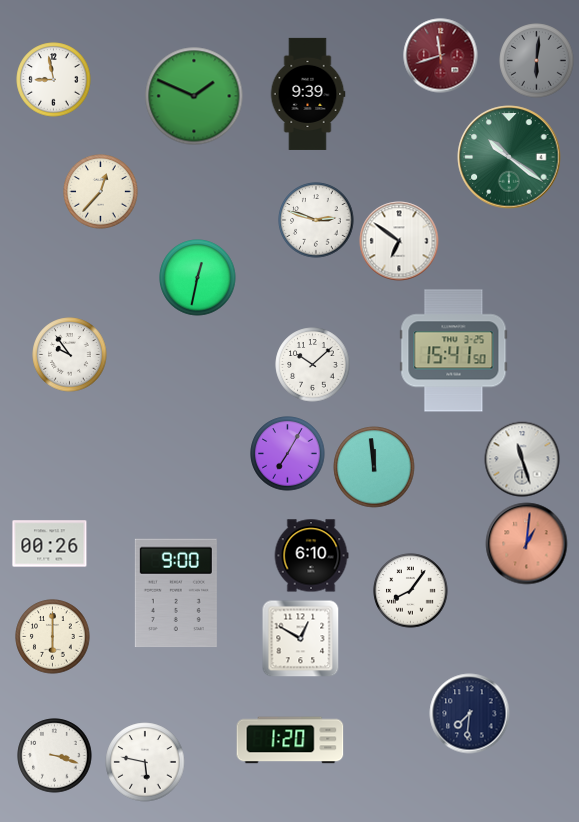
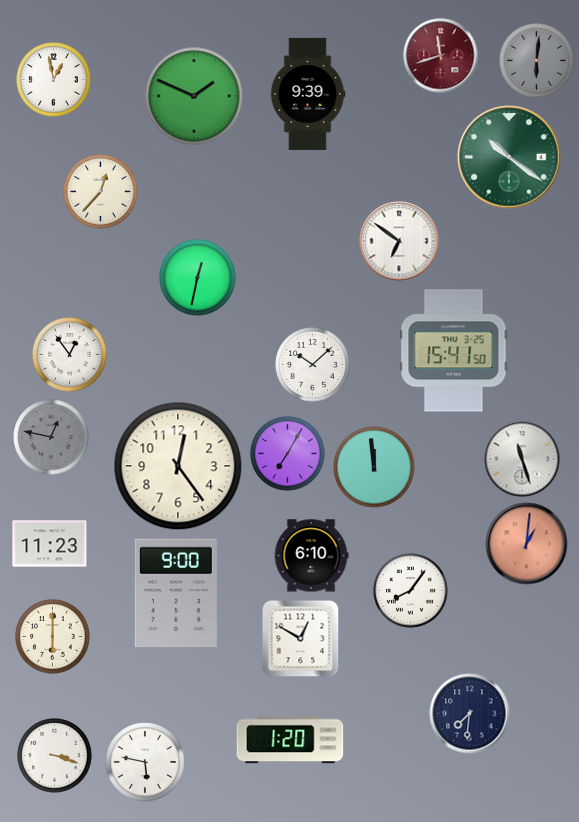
clock at (54, 80): 8:58 -> 12:58
clock at (316, 220): 2:48 -> none
clock at (70, 355): 9:54 -> 12:54
clock at (51, 437): none -> 12:47
clock at (178, 466): none -> 12:24
clock at (50, 544): 00:26 -> 11:23
